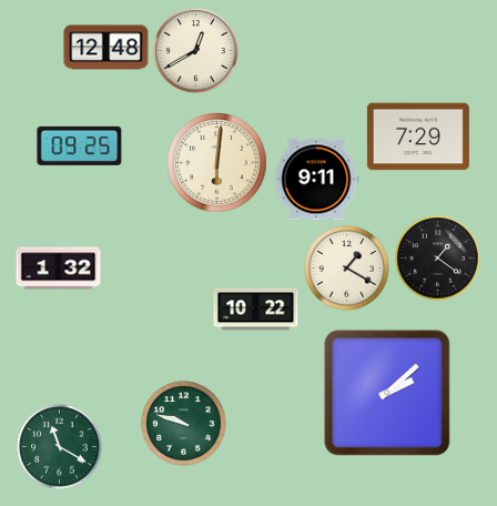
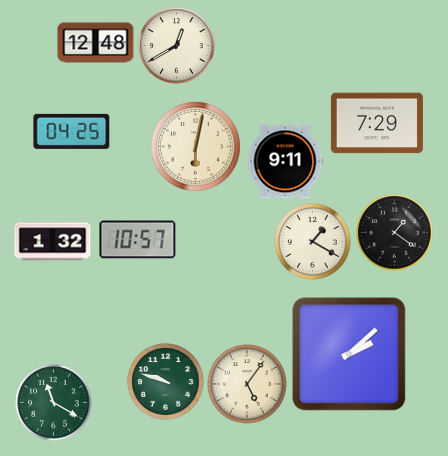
clock at (80, 145): 09:25 -> 04:25
clock at (217, 163): 6:01 -> 6:02
clock at (138, 240): none -> 10:57
clock at (256, 310): 10:22 -> none
clock at (247, 384): none -> 5:06
